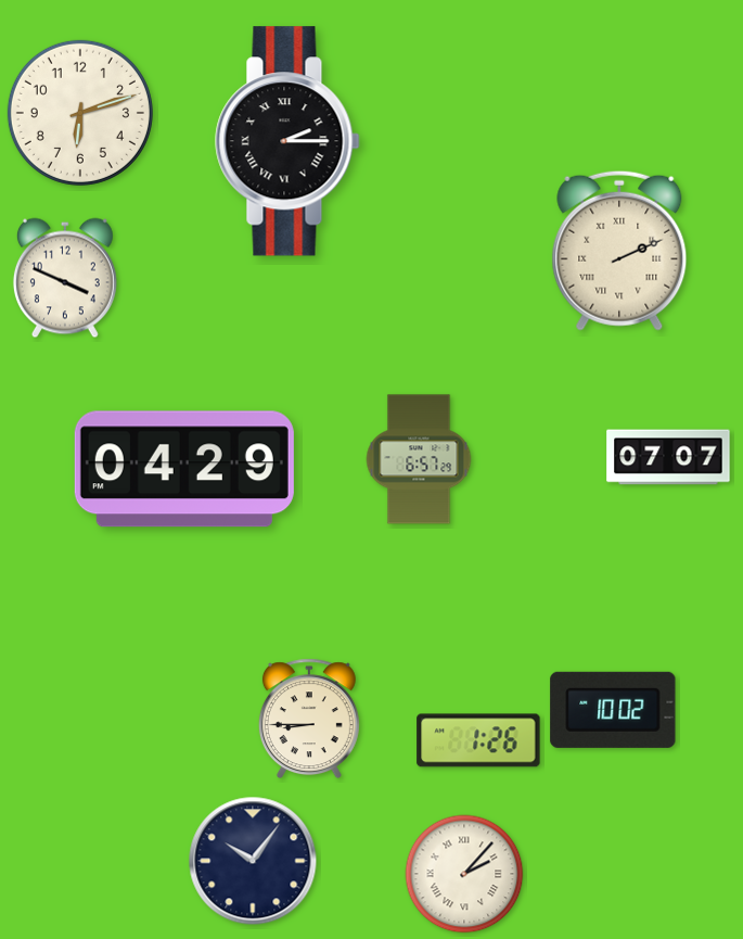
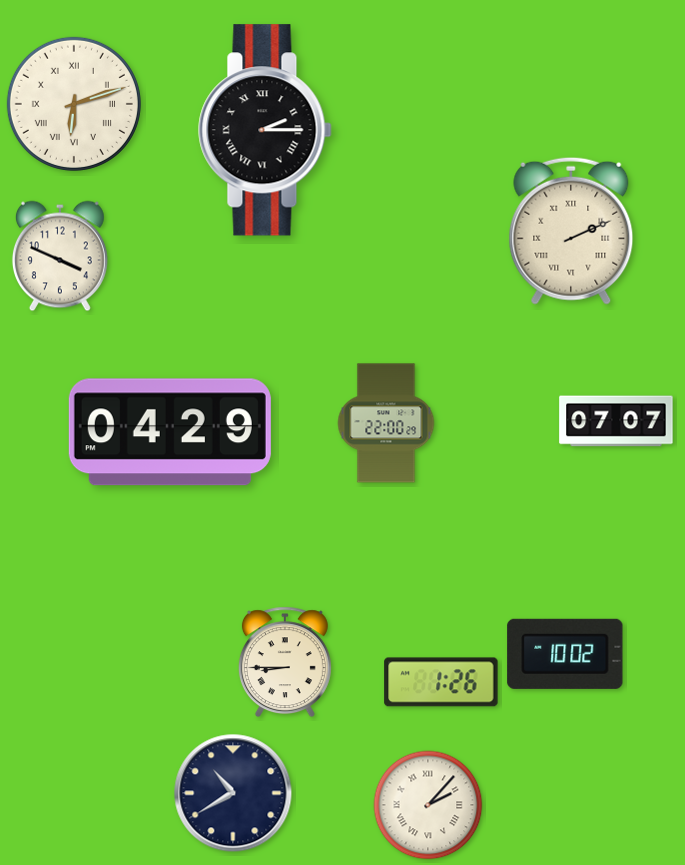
clock at (80, 113) numerals: Arabic -> Roman
clock at (419, 459): 6:57 -> 22:00
clock at (253, 861): 10:06 -> 10:40
